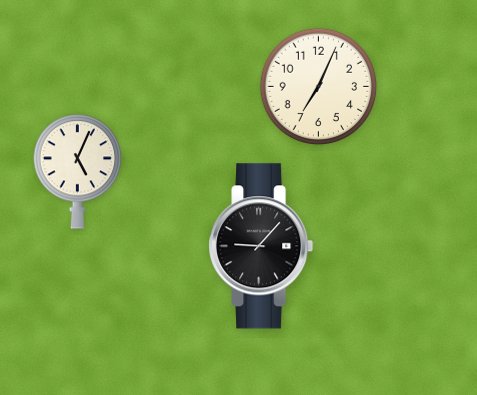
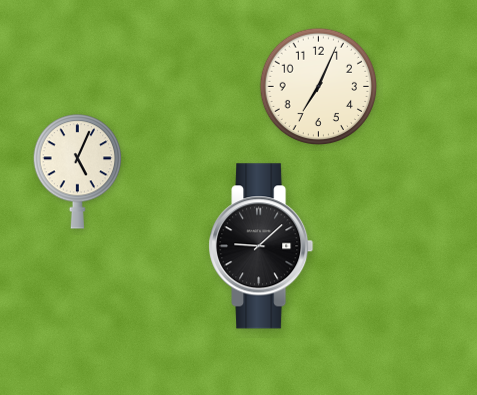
clock at (261, 246): 9:07 -> 9:08
